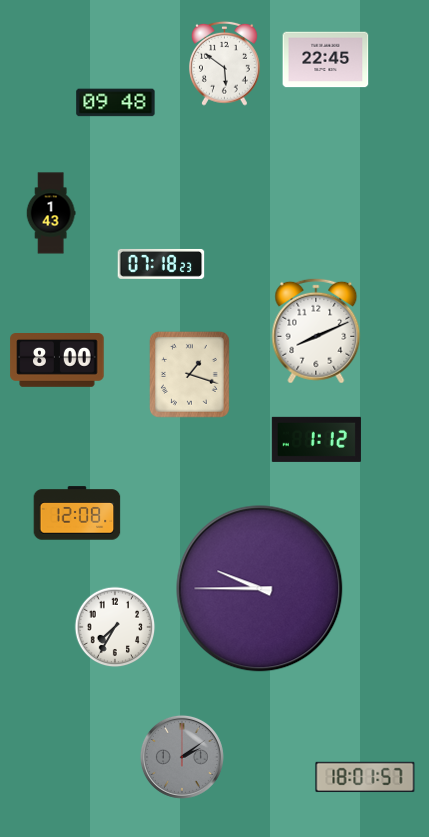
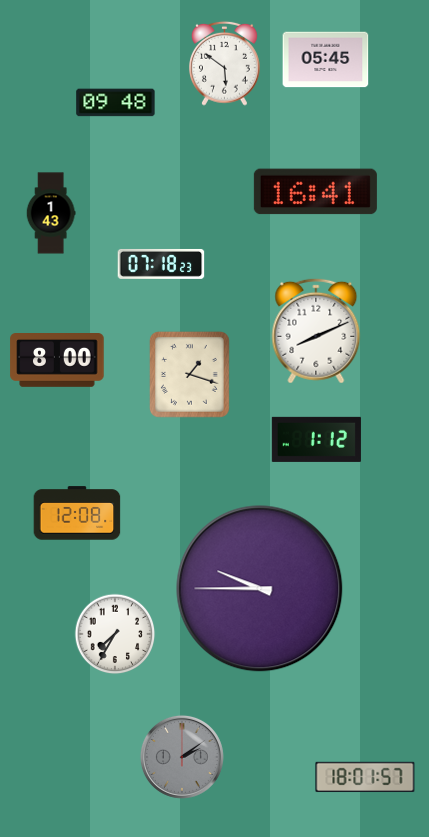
clock at (326, 60): 22:45 -> 05:45
clock at (315, 192): none -> 16:41
clock at (115, 627) position: (115, 627) -> (115, 634)
